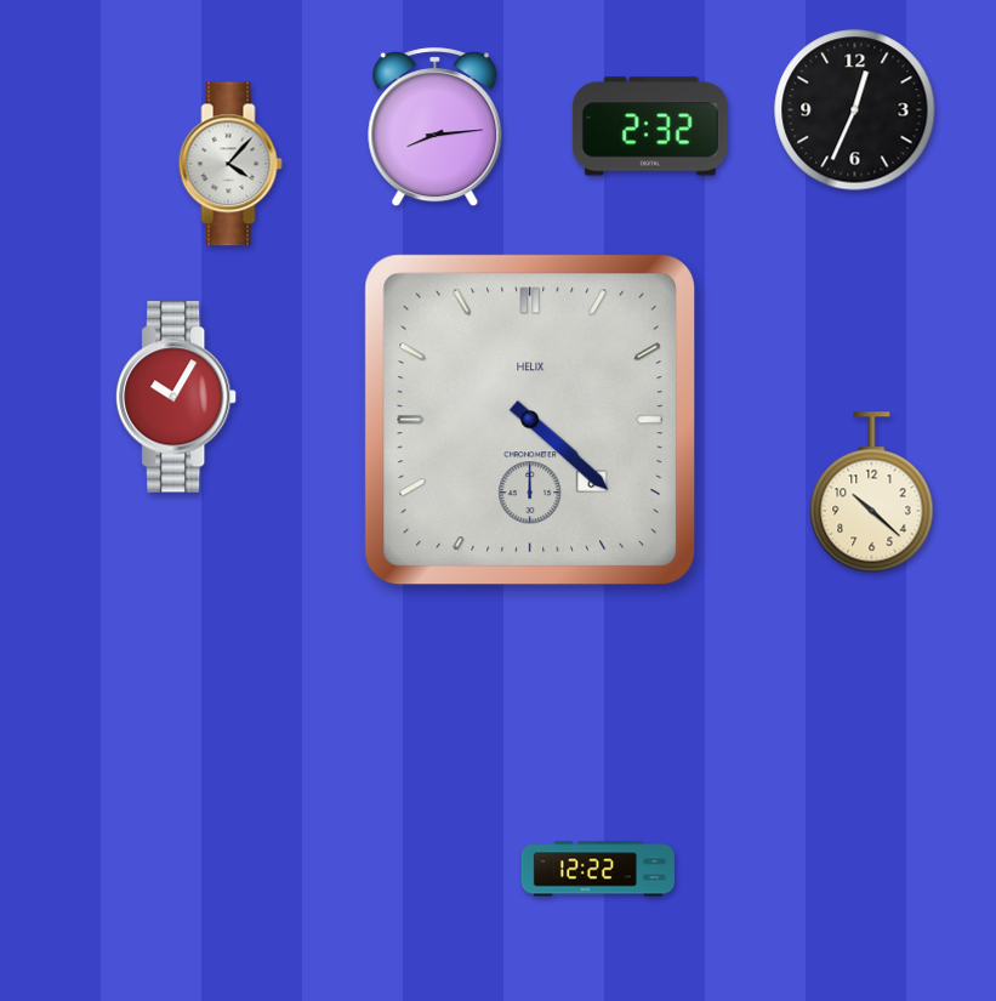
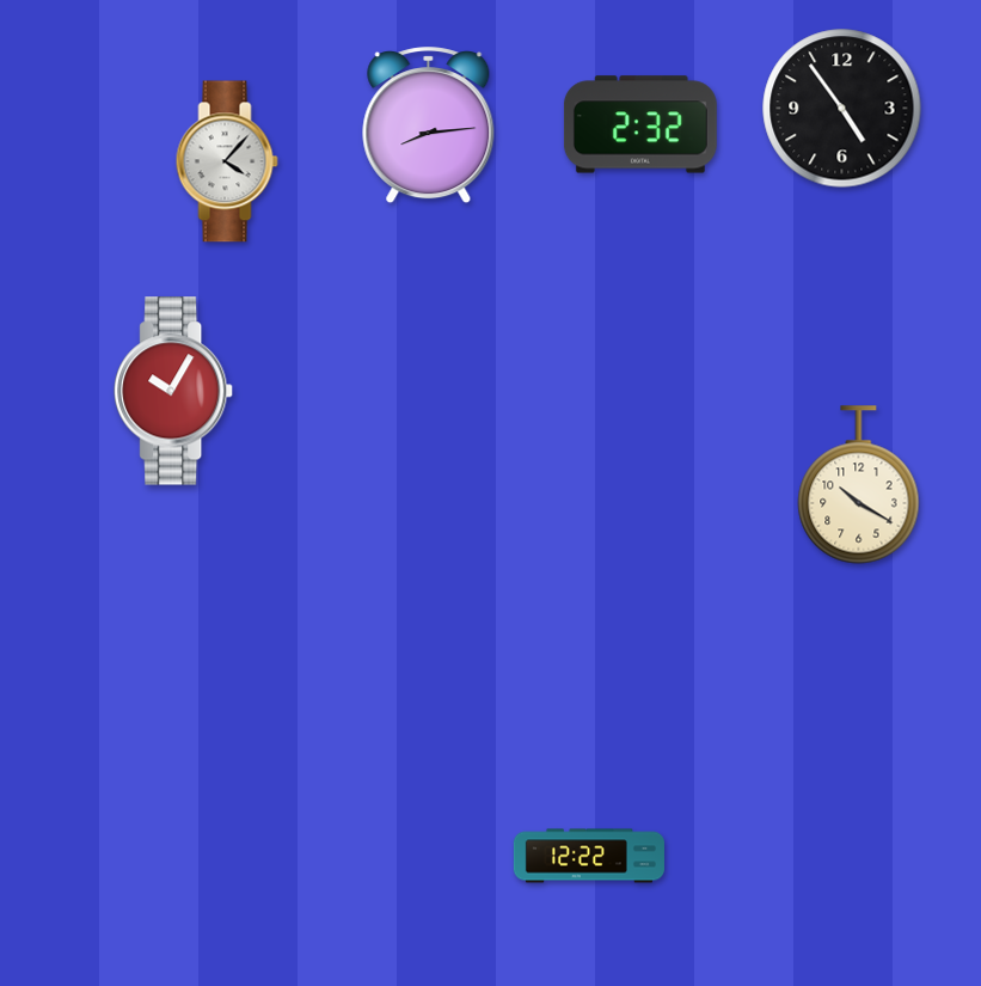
clock at (855, 110): 12:34 -> 4:54
clock at (530, 420): 4:22 -> none
clock at (872, 493): 10:22 -> 10:20
